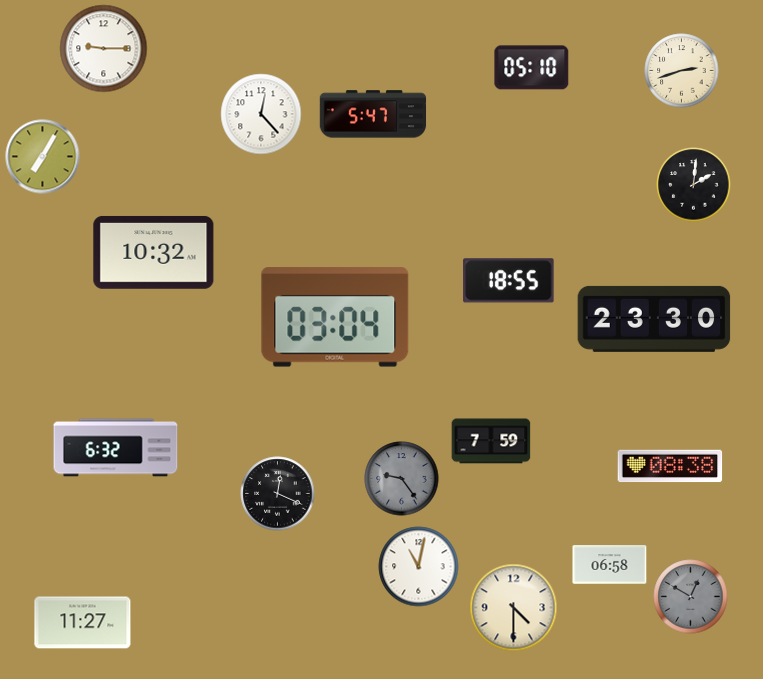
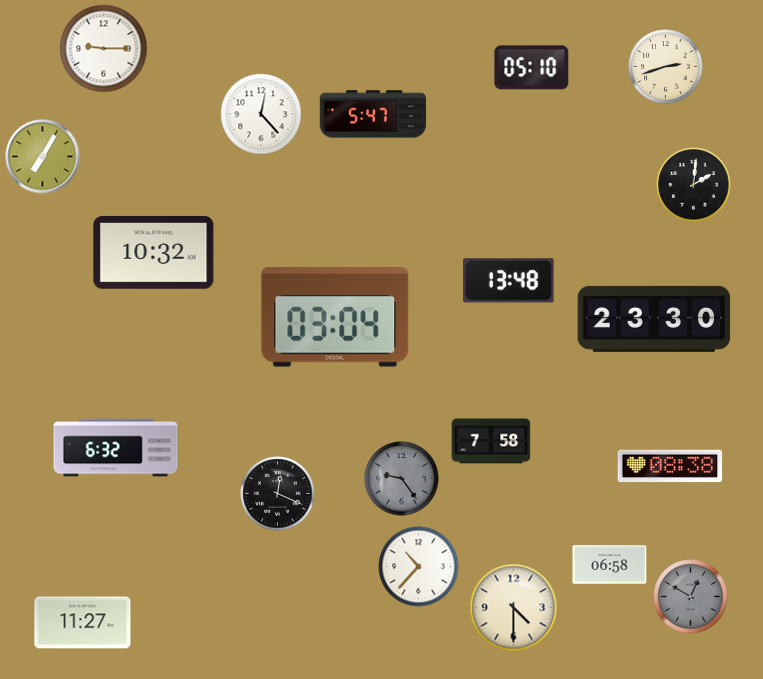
clock at (682, 71) position: (682, 71) -> (666, 67)
clock at (509, 281): 18:55 -> 13:48
clock at (491, 441): 7:59 -> 7:58
clock at (419, 567): 11:02 -> 10:37
